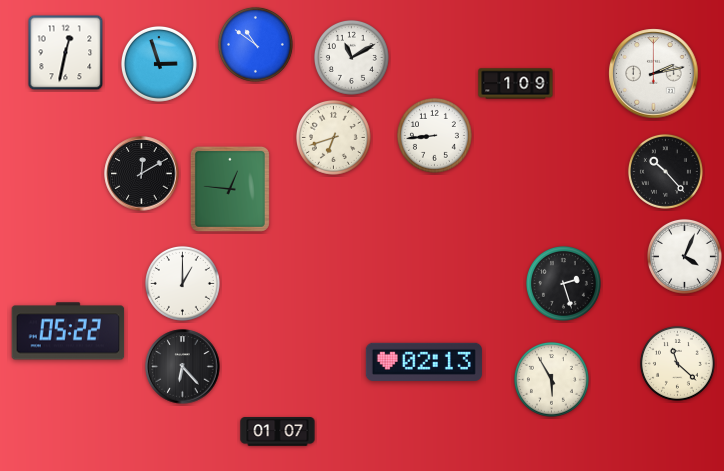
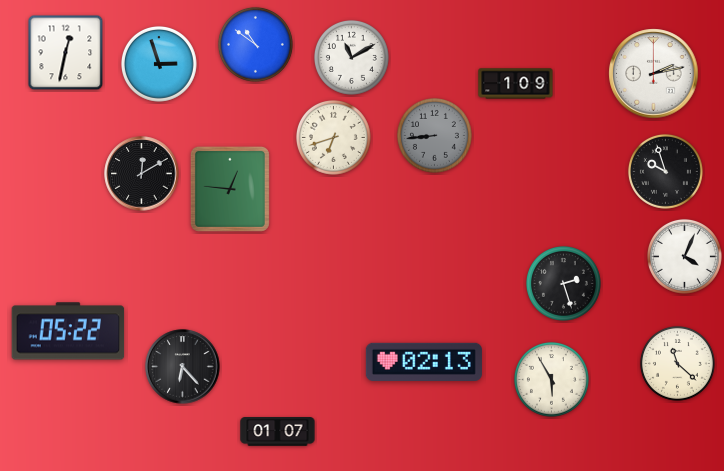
clock at (434, 135) dial: white -> grey
clock at (665, 171): 10:23 -> 9:57
clock at (182, 283): 1:00 -> none
